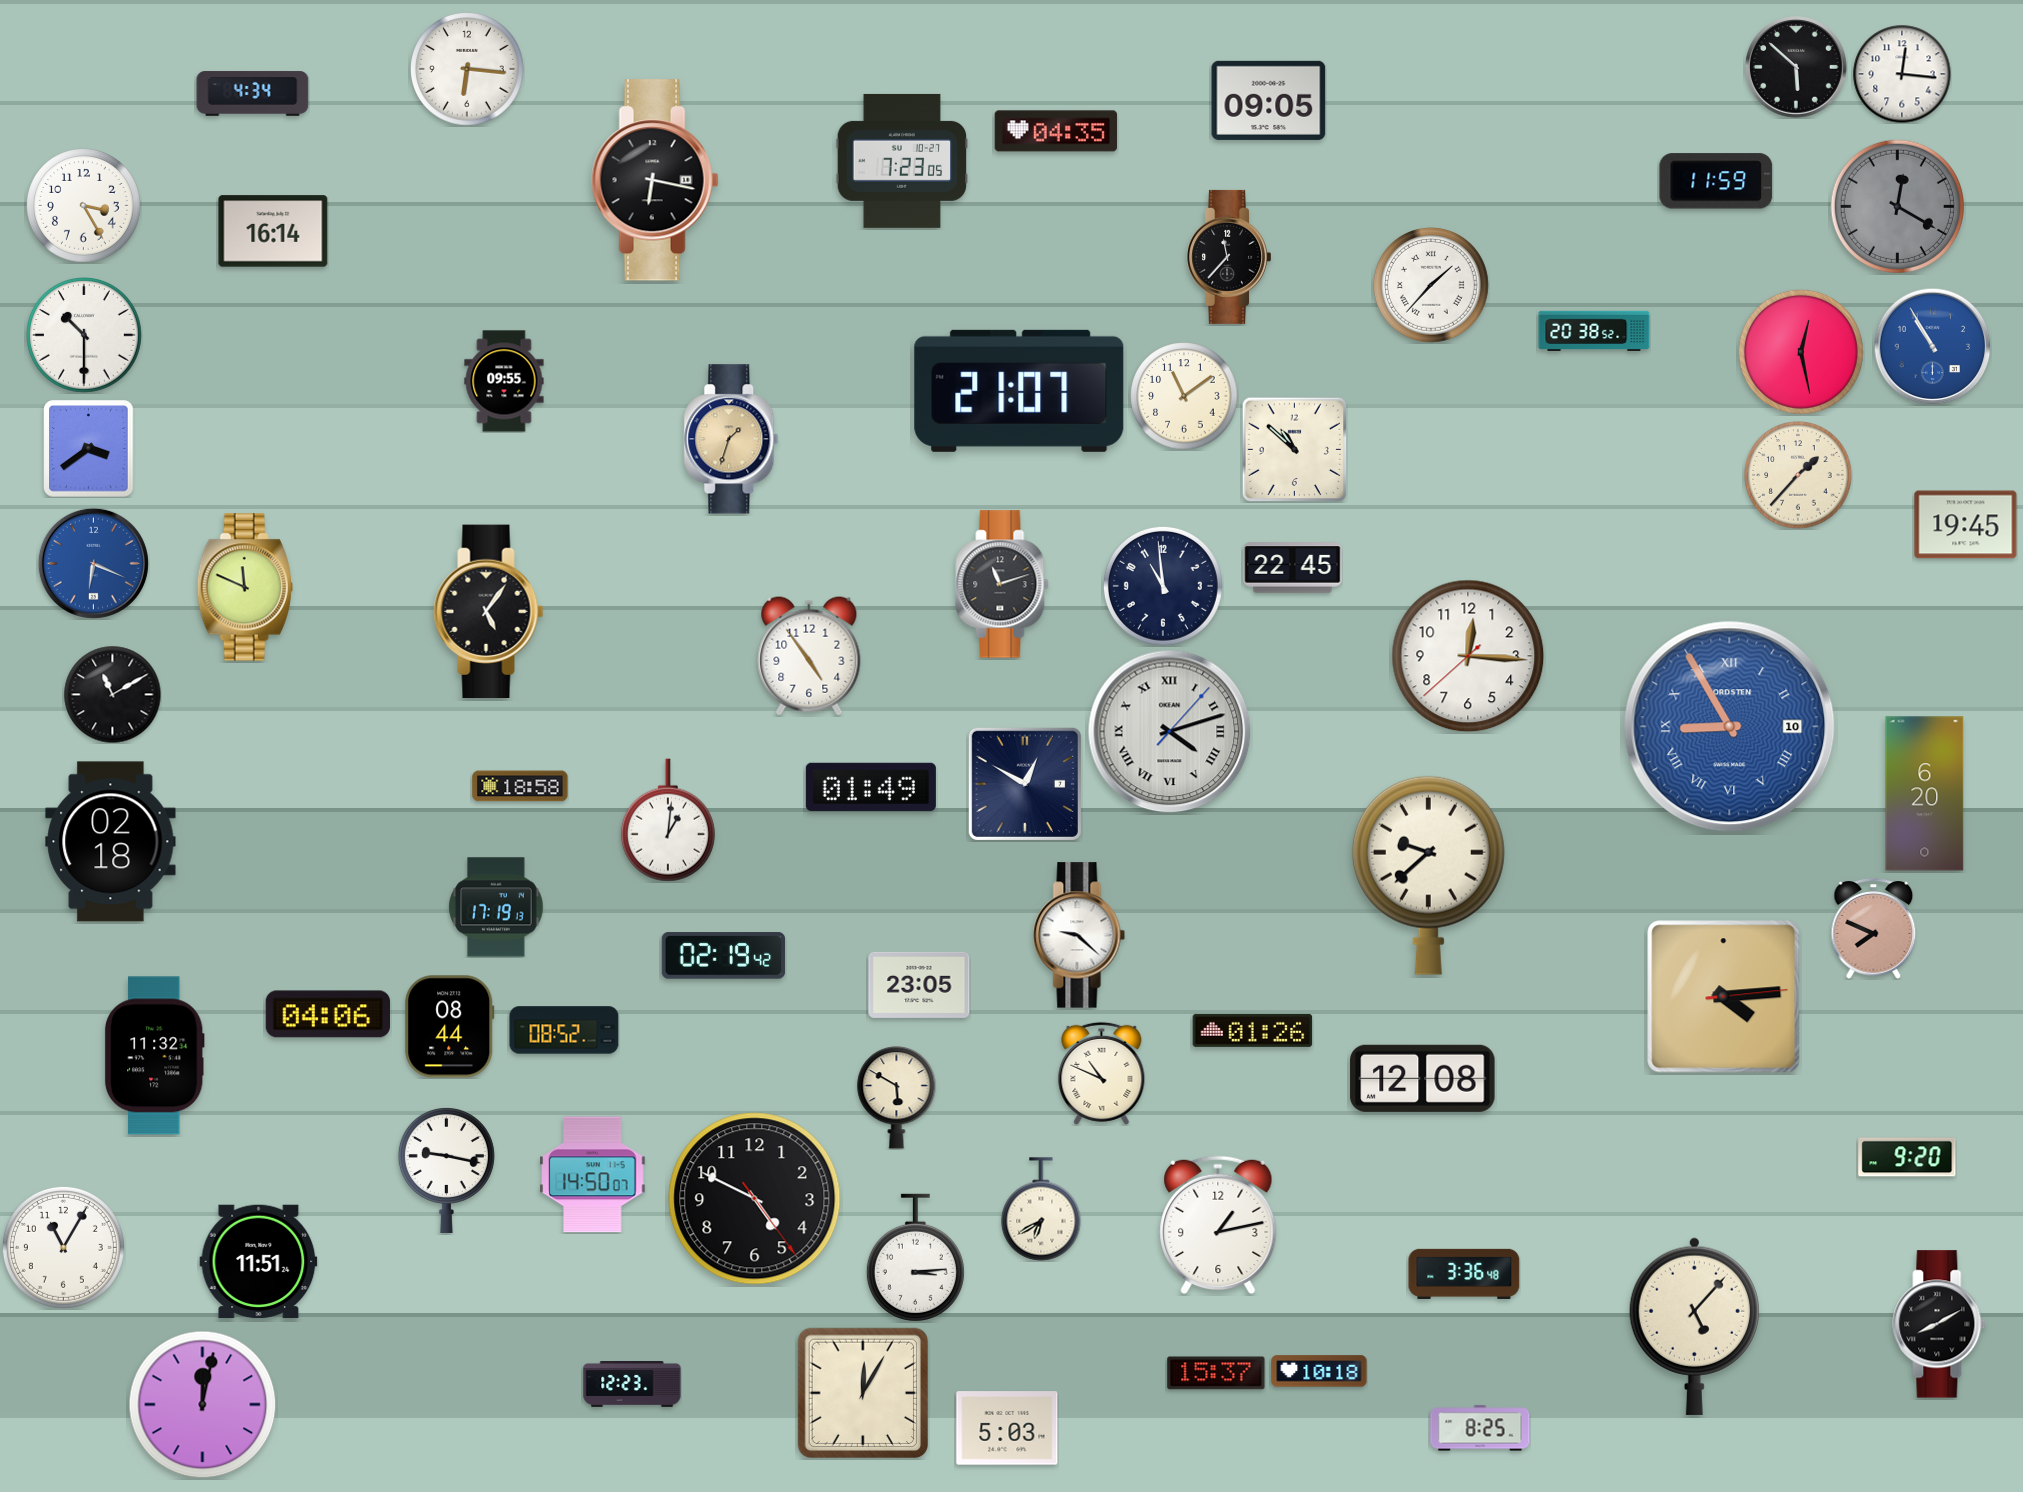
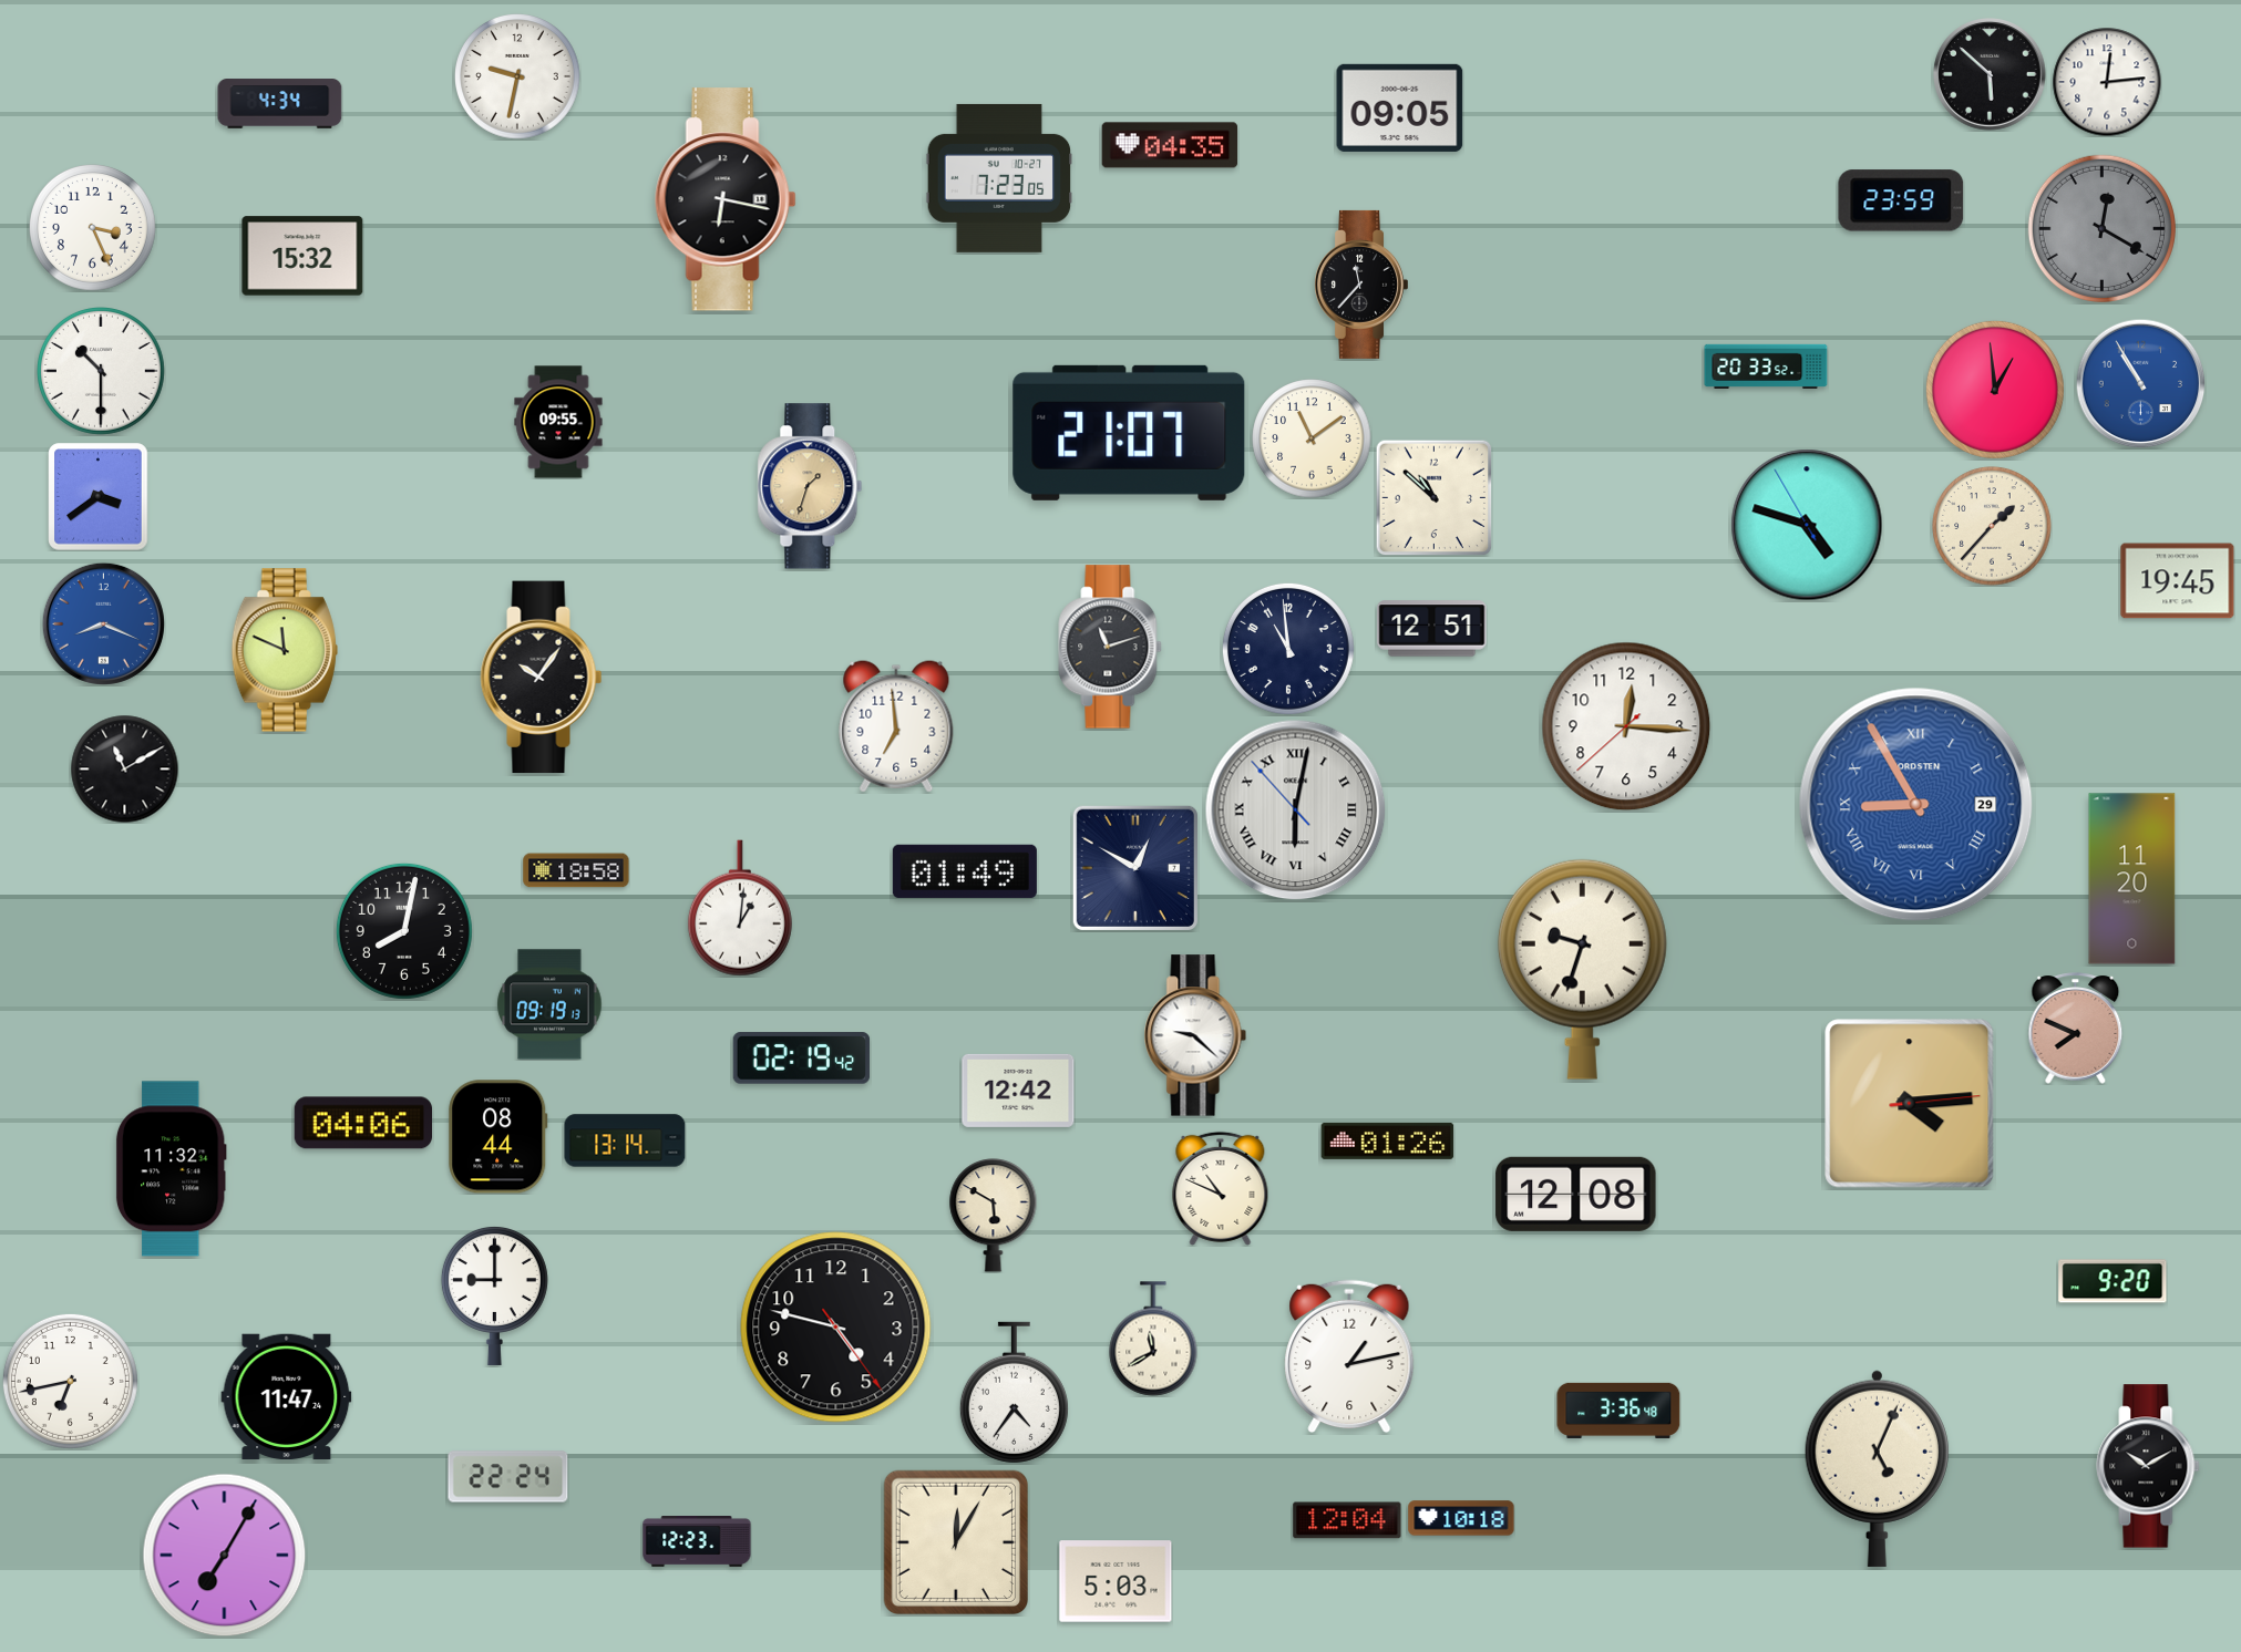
clock at (467, 69): 6:16 -> 9:32
clock at (1902, 74): 12:16 -> 12:14
clock at (1269, 100) position: (1269, 100) -> (1400, 107)
clock at (1716, 181): 11:59 -> 23:59
clock at (84, 206): 3:25 -> 3:26
clock at (273, 231): 16:14 -> 15:32
clock at (1432, 286): 1:37 -> none
clock at (1594, 331): 20:38 -> 20:33
clock at (85, 336) position: (85, 336) -> (102, 372)
clock at (1801, 352): 12:28 -> 12:59
clock at (1807, 525): none -> 4:47
clock at (93, 563): 6:19 -> 8:19
clock at (1293, 568): 22:45 -> 12:51
clock at (245, 587) position: (245, 587) -> (285, 650)
clock at (489, 612): 5:06 -> 10:06
clock at (809, 656): 4:54 -> 6:59
clock at (1730, 727) date: 10 -> 29
clock at (1170, 732): 4:12 -> 6:01
clock at (1925, 794): 6:20 -> 11:20
clock at (404, 931): none -> 8:02
clock at (111, 842): 02:18 -> none
clock at (1428, 875): 9:38 -> 9:33
clock at (496, 907): 17:19 -> 09:19
clock at (919, 985): 23:05 -> 12:42
clock at (564, 1030): 08:52 -> 13:14
clock at (446, 1170): 9:17 -> 9:00
clock at (593, 1175): 14:50 -> none
clock at (755, 1199): 4:49 -> 4:47
clock at (1041, 1209): 6:40 -> 11:40
clock at (63, 1247): 11:05 -> 6:43
clock at (915, 1258): 3:14 -> 4:36
clock at (259, 1262): 11:51 -> 11:47
clock at (1464, 1274) position: (1464, 1274) -> (1618, 1411)
clock at (1939, 1324): 8:10 -> 10:10
clock at (1694, 1326): 5:07 -> 5:04
clock at (508, 1477): none -> 22:24
clock at (1216, 1373): 15:37 -> 12:04
clock at (632, 1385) position: (632, 1385) -> (697, 1542)
clock at (203, 1405): 12:02 -> 7:05
clock at (1480, 1428): 8:25 -> none
